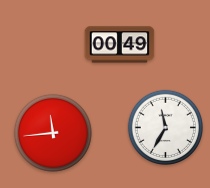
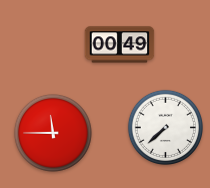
clock at (165, 127): 11:35 -> 7:38
clock at (53, 133): 11:44 -> 11:45
